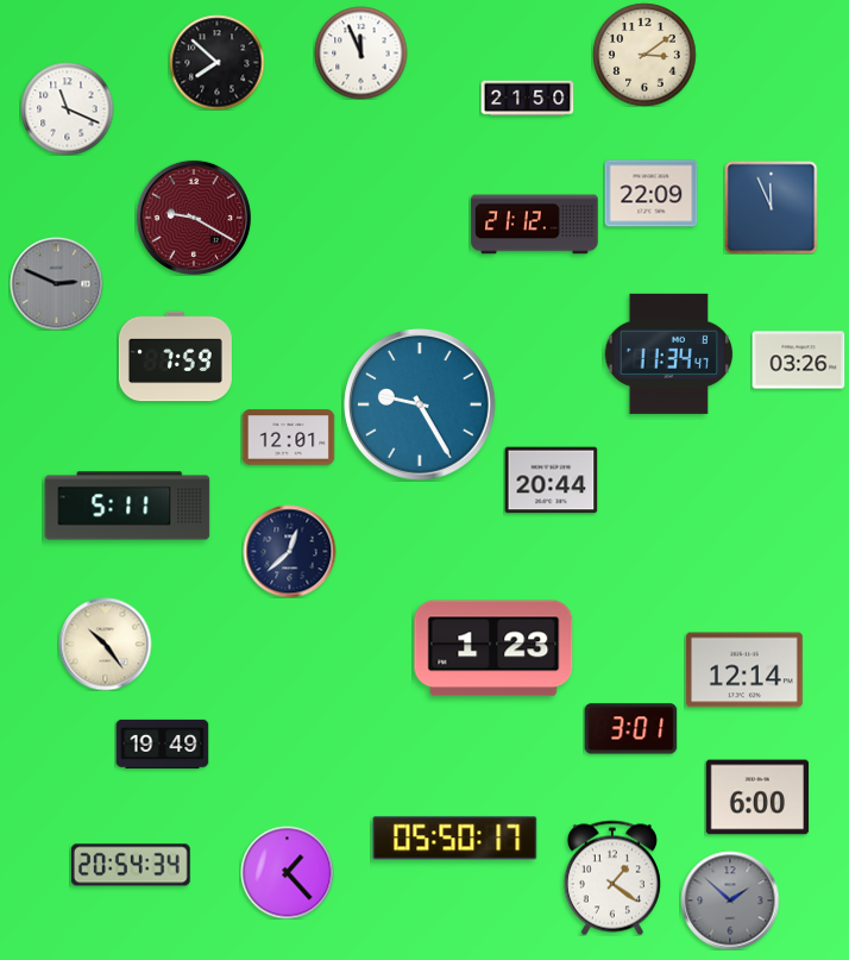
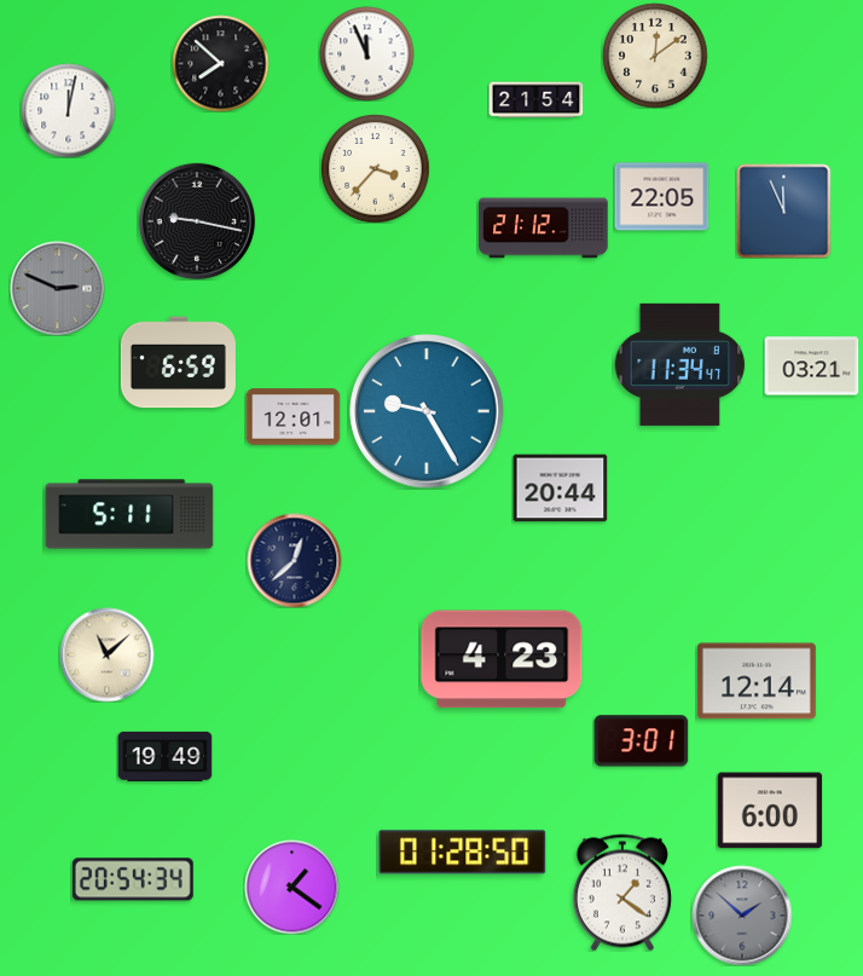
clock at (644, 55): 3:09 -> 12:09
clock at (527, 99): 21:50 -> 21:54
clock at (67, 108): 11:19 -> 12:02
clock at (375, 168): none -> 3:37
clock at (650, 194): 22:09 -> 22:05
clock at (194, 218): 9:20 -> 9:17
clock at (194, 218) dial: burgundy -> black
clock at (668, 353) position: (668, 353) -> (679, 364)
clock at (175, 357): 7:59 -> 6:59
clock at (798, 360): 03:26 -> 03:21
clock at (288, 438) position: (288, 438) -> (293, 417)
clock at (105, 644): 10:24 -> 11:08
clock at (493, 648): 1:23 -> 4:23
clock at (455, 839): 05:50 -> 01:28
clock at (287, 872): 1:23 -> 1:21
